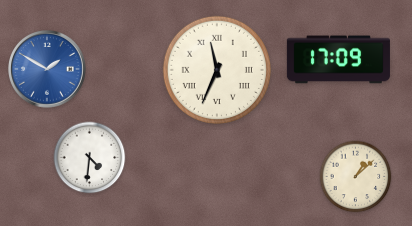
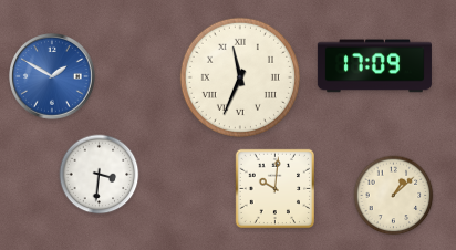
clock at (90, 158): 4:31 -> 3:31
clock at (274, 188): none -> 10:01
